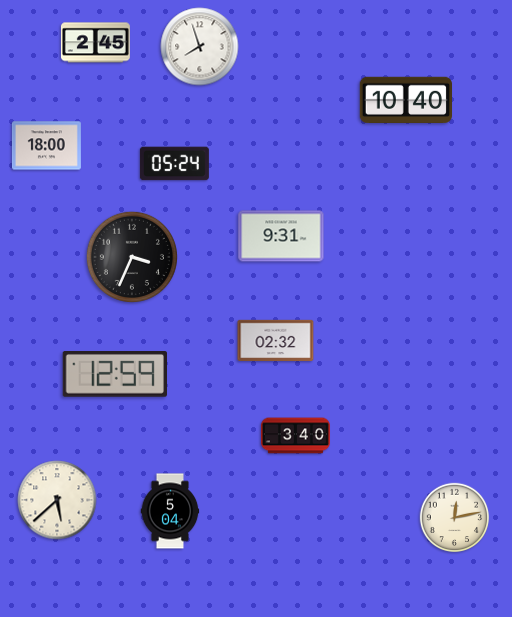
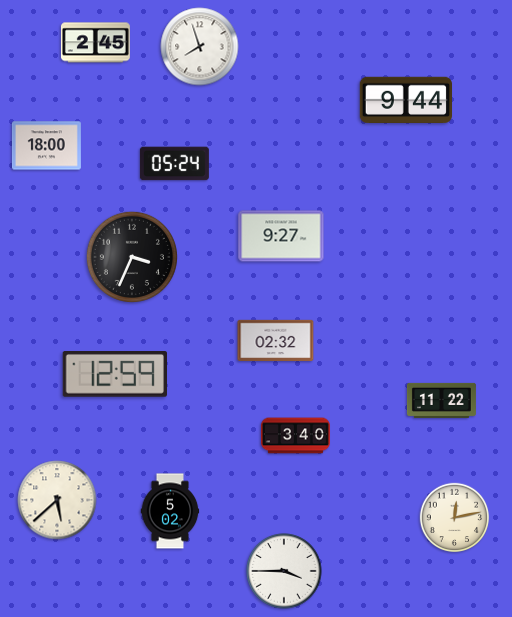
clock at (405, 99): 10:40 -> 9:44
clock at (281, 236): 9:31 -> 9:27
clock at (441, 400): none -> 11:22
clock at (170, 511): 5:04 -> 5:02
clock at (284, 571): none -> 3:45
